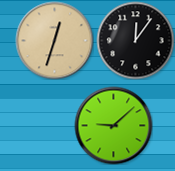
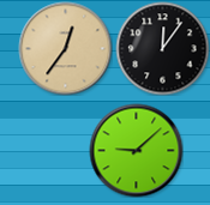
clock at (54, 40): 12:33 -> 12:36
